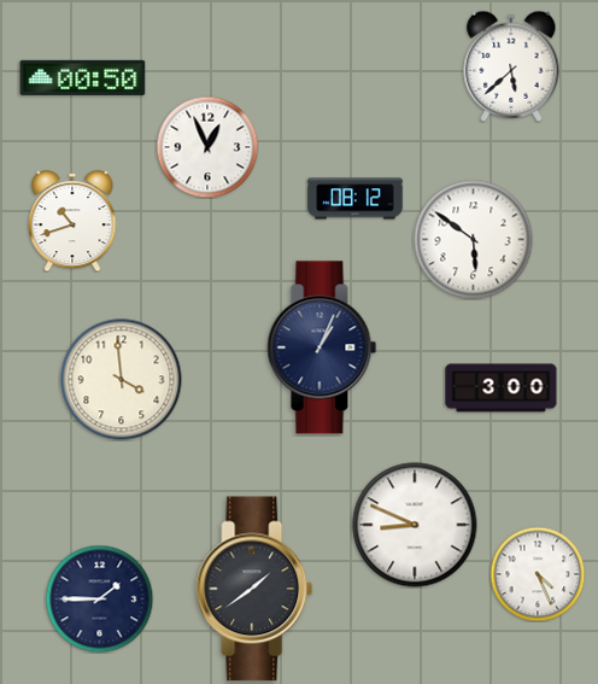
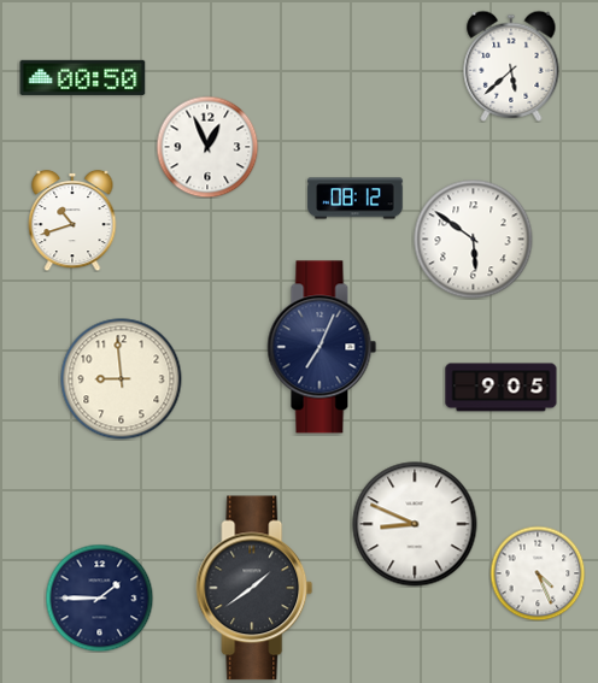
clock at (322, 347): 1:04 -> 7:04
clock at (122, 380): 3:59 -> 8:59
clock at (502, 388): 3:00 -> 9:05
